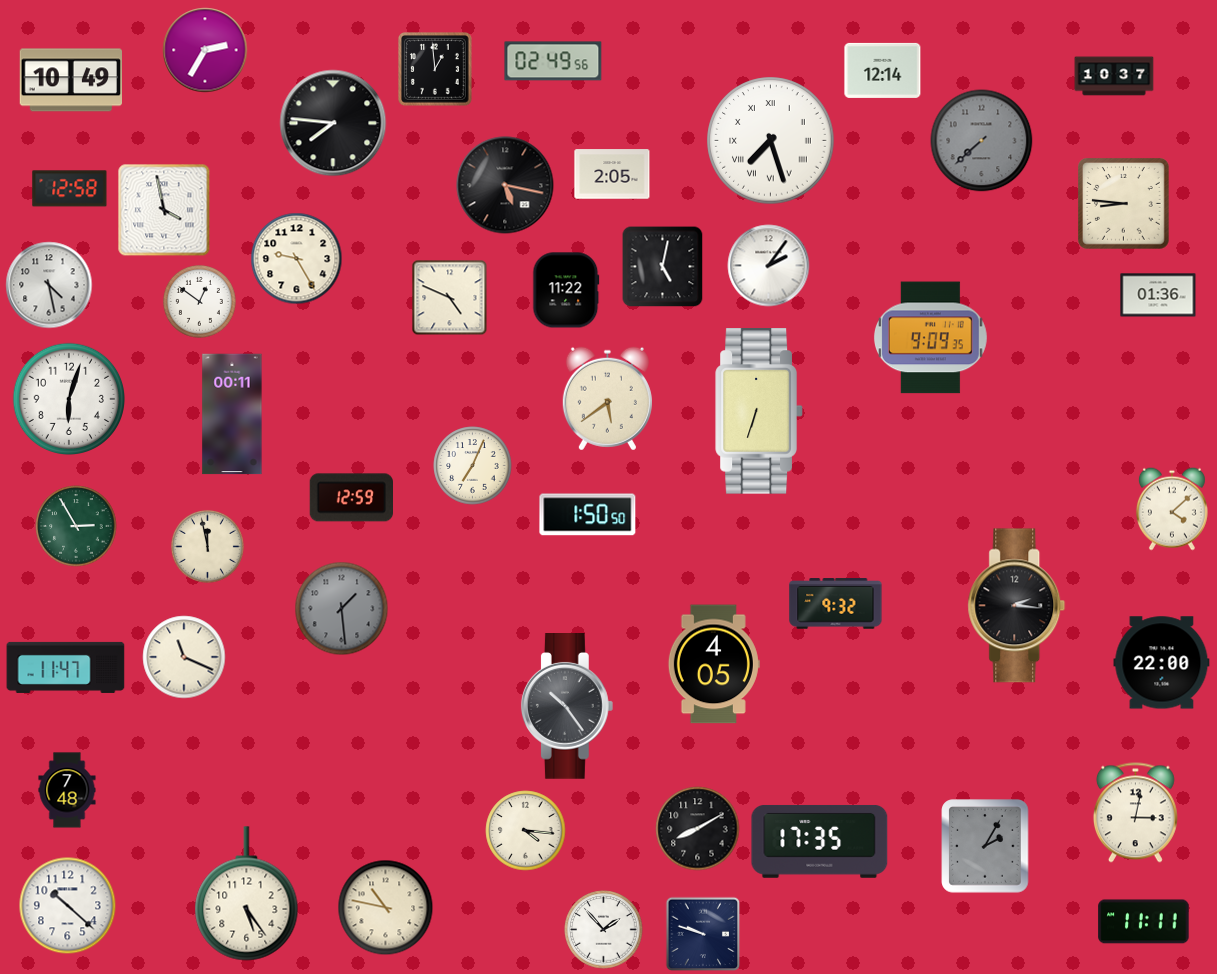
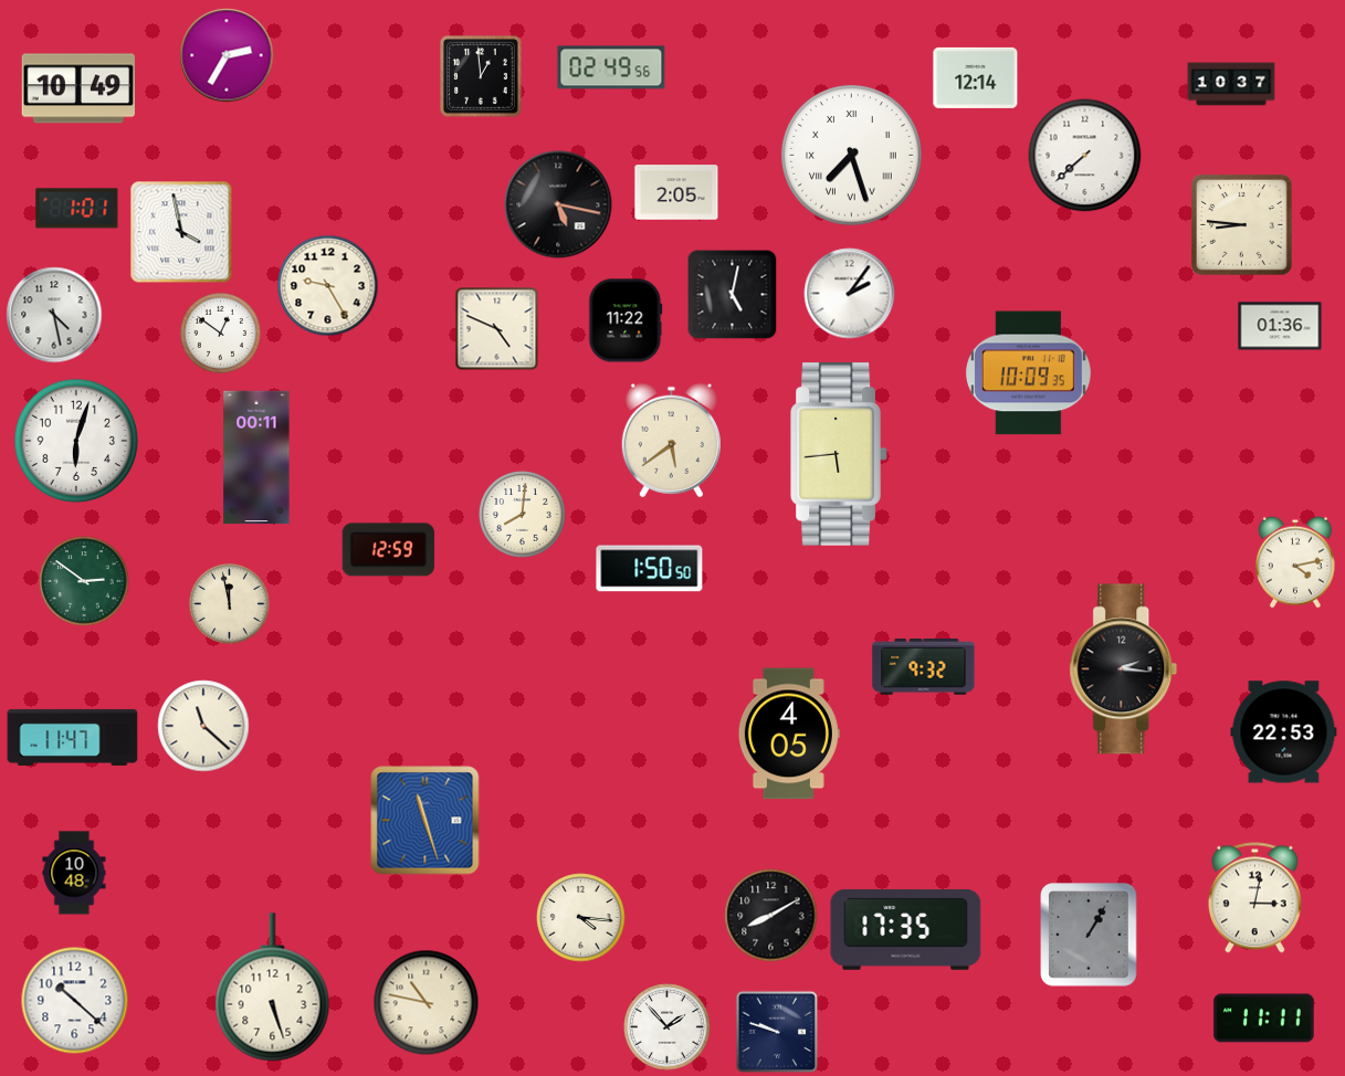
clock at (333, 123): 7:46 -> none
clock at (982, 141) dial: grey -> white
clock at (70, 189): 12:58 -> 1:01
clock at (930, 338): 9:09 -> 10:09
clock at (759, 412): 6:33 -> 5:44
clock at (473, 466): 7:04 -> 8:01
clock at (1172, 509): 4:08 -> 4:13
clock at (76, 526): 2:55 -> 2:51
clock at (342, 609): 1:29 -> none
clock at (184, 657): 11:19 -> 11:22
clock at (1162, 663): 22:00 -> 22:53
clock at (567, 707): 10:24 -> none
clock at (425, 821): none -> 11:27
clock at (67, 790): 7:48 -> 10:48
clock at (985, 846): 2:05 -> 1:05
clock at (247, 894): 5:24 -> 5:27
